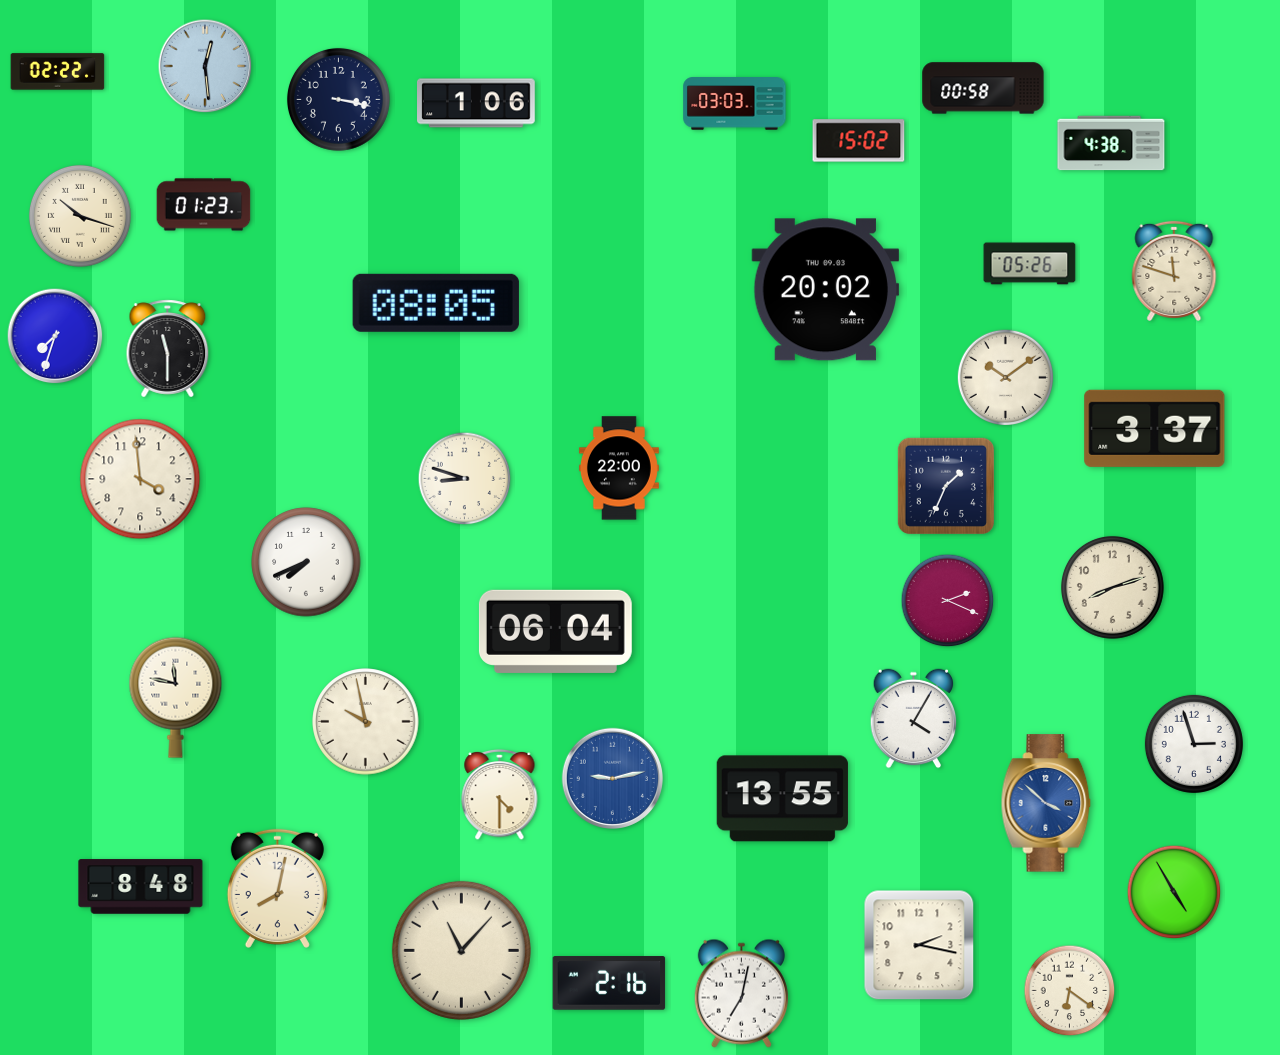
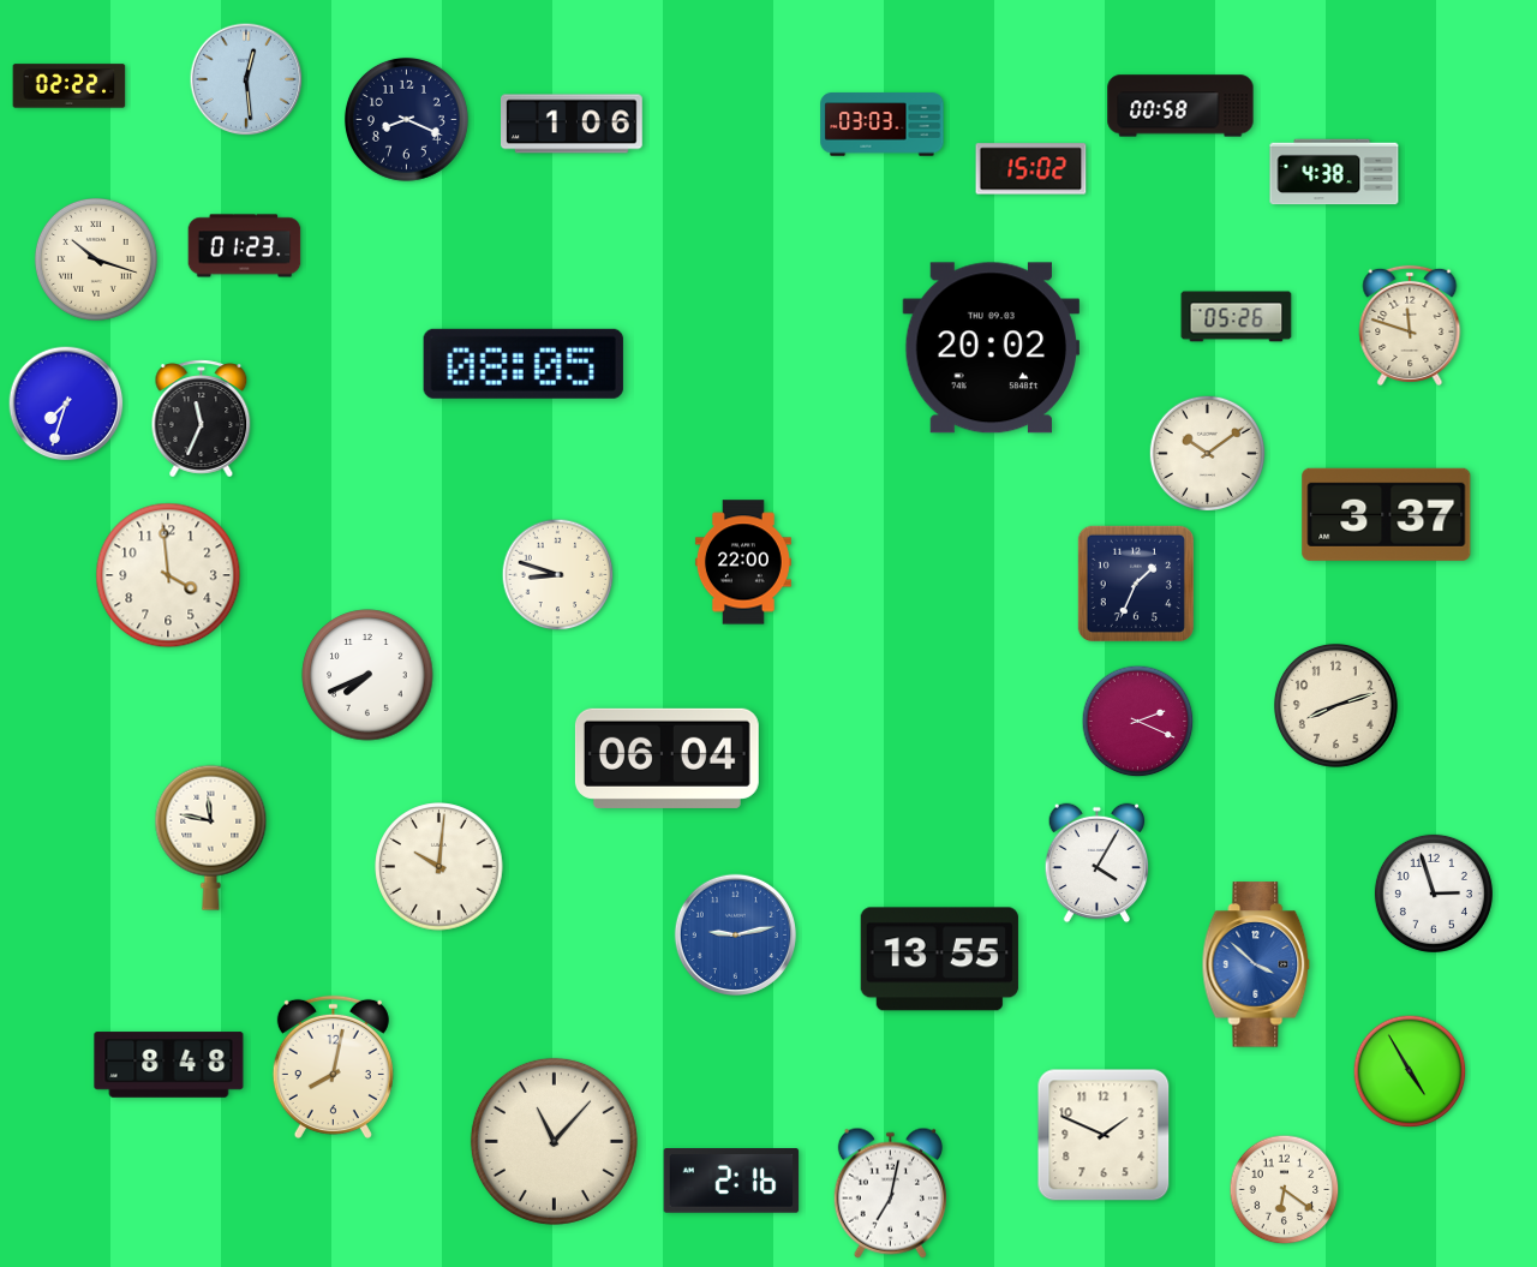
clock at (338, 99): 3:17 -> 8:19
clock at (168, 349): 11:30 -> 11:34
clock at (366, 722): 9:58 -> 10:01
clock at (500, 794): 4:30 -> none
clock at (919, 945): 2:17 -> 1:49
